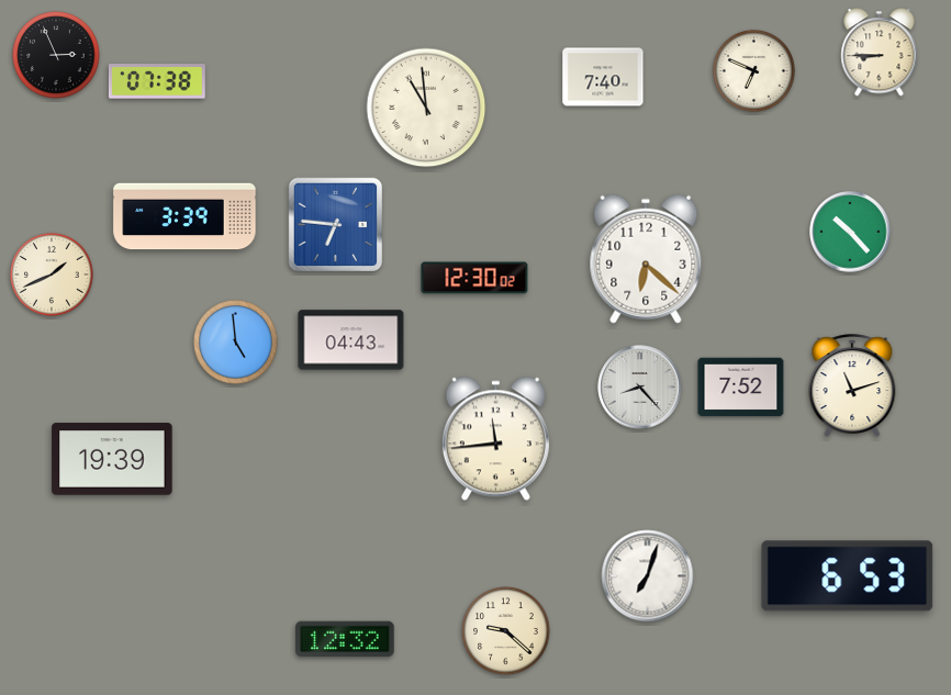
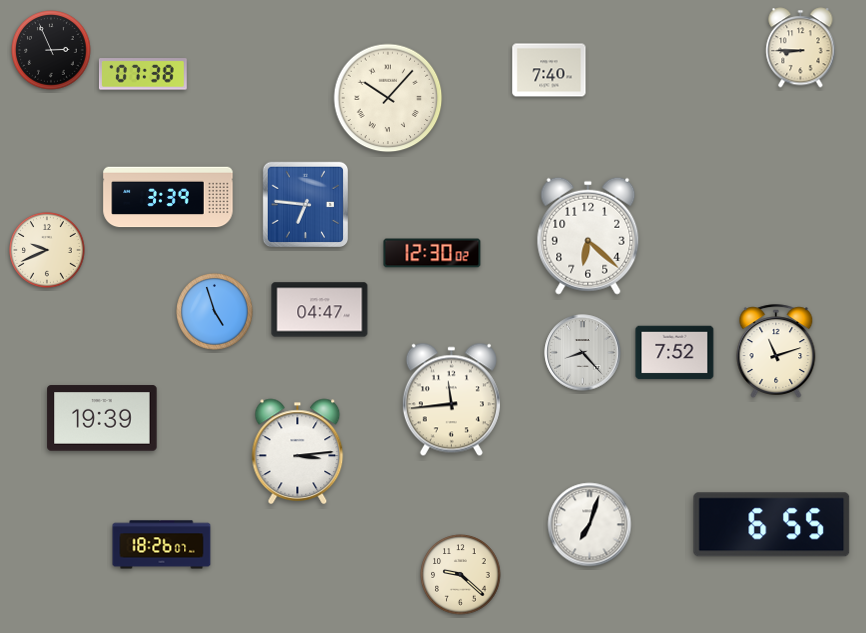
clock at (753, 70): 6:49 -> none
clock at (426, 108): 10:59 -> 10:07
clock at (850, 232): 10:23 -> none
clock at (53, 276): 1:41 -> 9:41
clock at (351, 340): 04:43 -> 04:47
clock at (236, 343): 4:59 -> 4:57
clock at (298, 452): none -> 3:14
clock at (848, 576): 6:53 -> 6:55
clock at (162, 545): none -> 18:26
clock at (345, 639): 12:32 -> none
